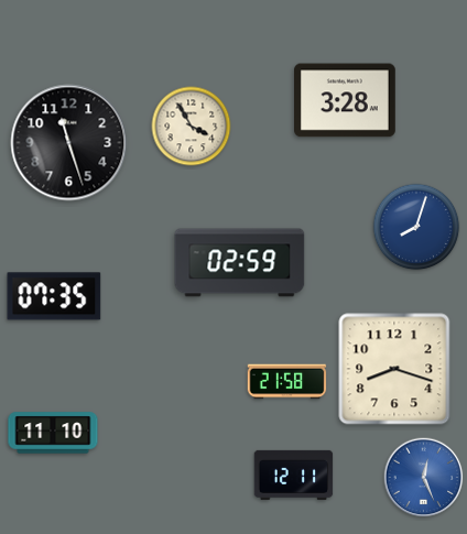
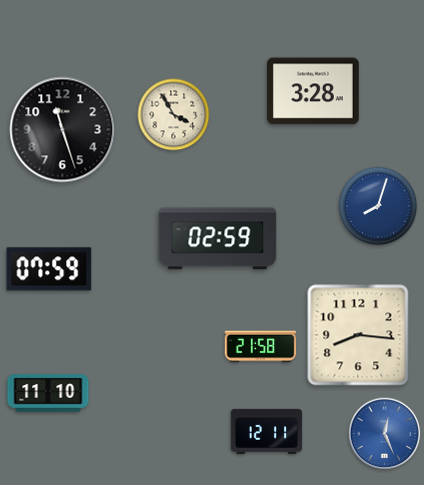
clock at (54, 296): 07:35 -> 07:59
clock at (394, 369): 8:18 -> 8:16
